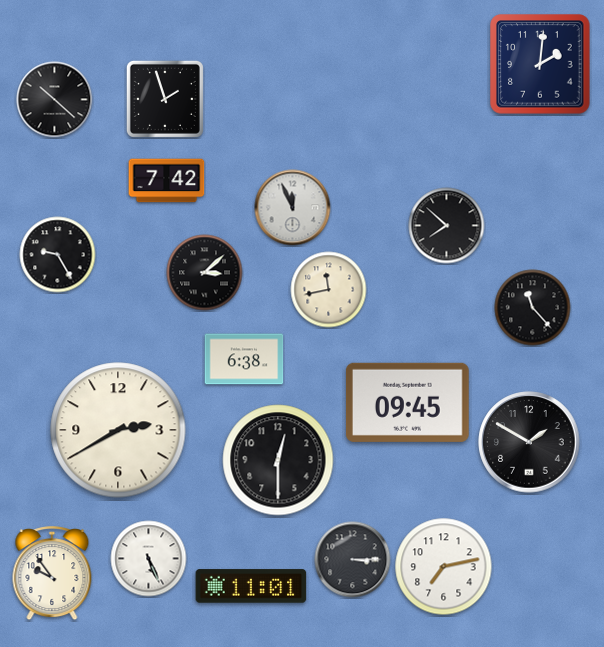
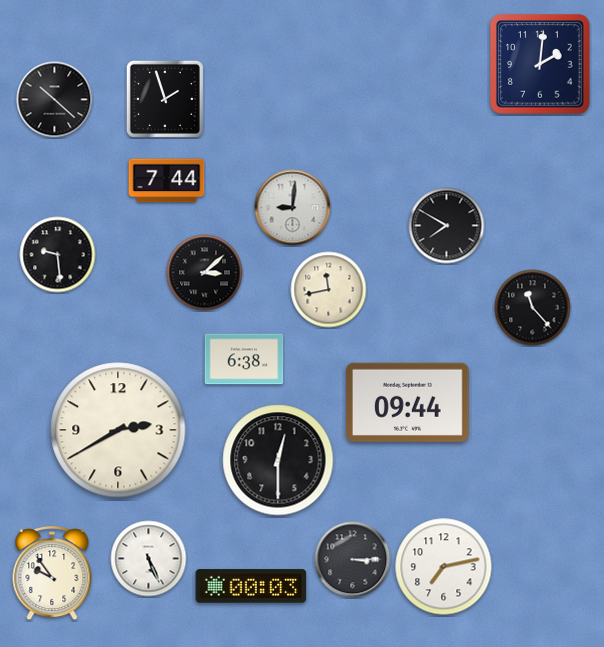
clock at (167, 181): 7:42 -> 7:44
clock at (293, 208): 11:56 -> 9:01
clock at (447, 226): 7:52 -> 7:50
clock at (58, 255): 9:25 -> 9:29
clock at (407, 402): 09:45 -> 09:44
clock at (529, 442): 1:50 -> none
clock at (251, 586): 11:01 -> 00:03
